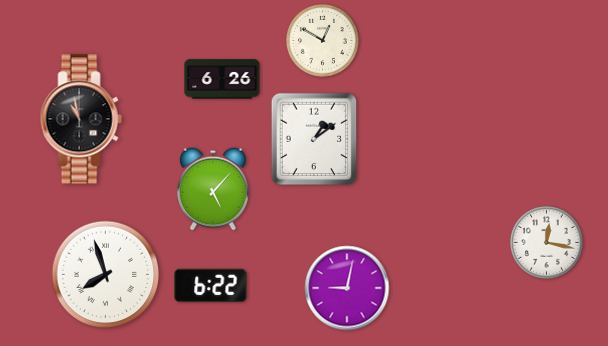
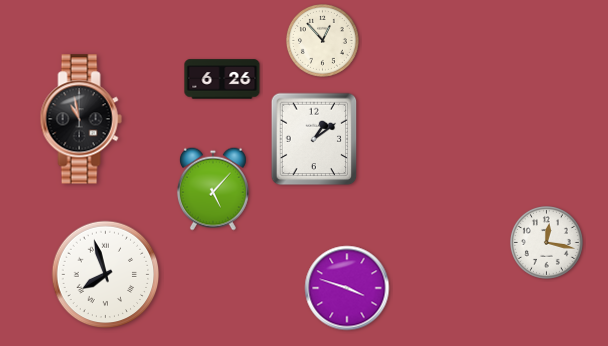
clock at (323, 41): 12:50 -> 12:53
clock at (211, 286): 6:22 -> none
clock at (347, 288): 9:02 -> 3:48
